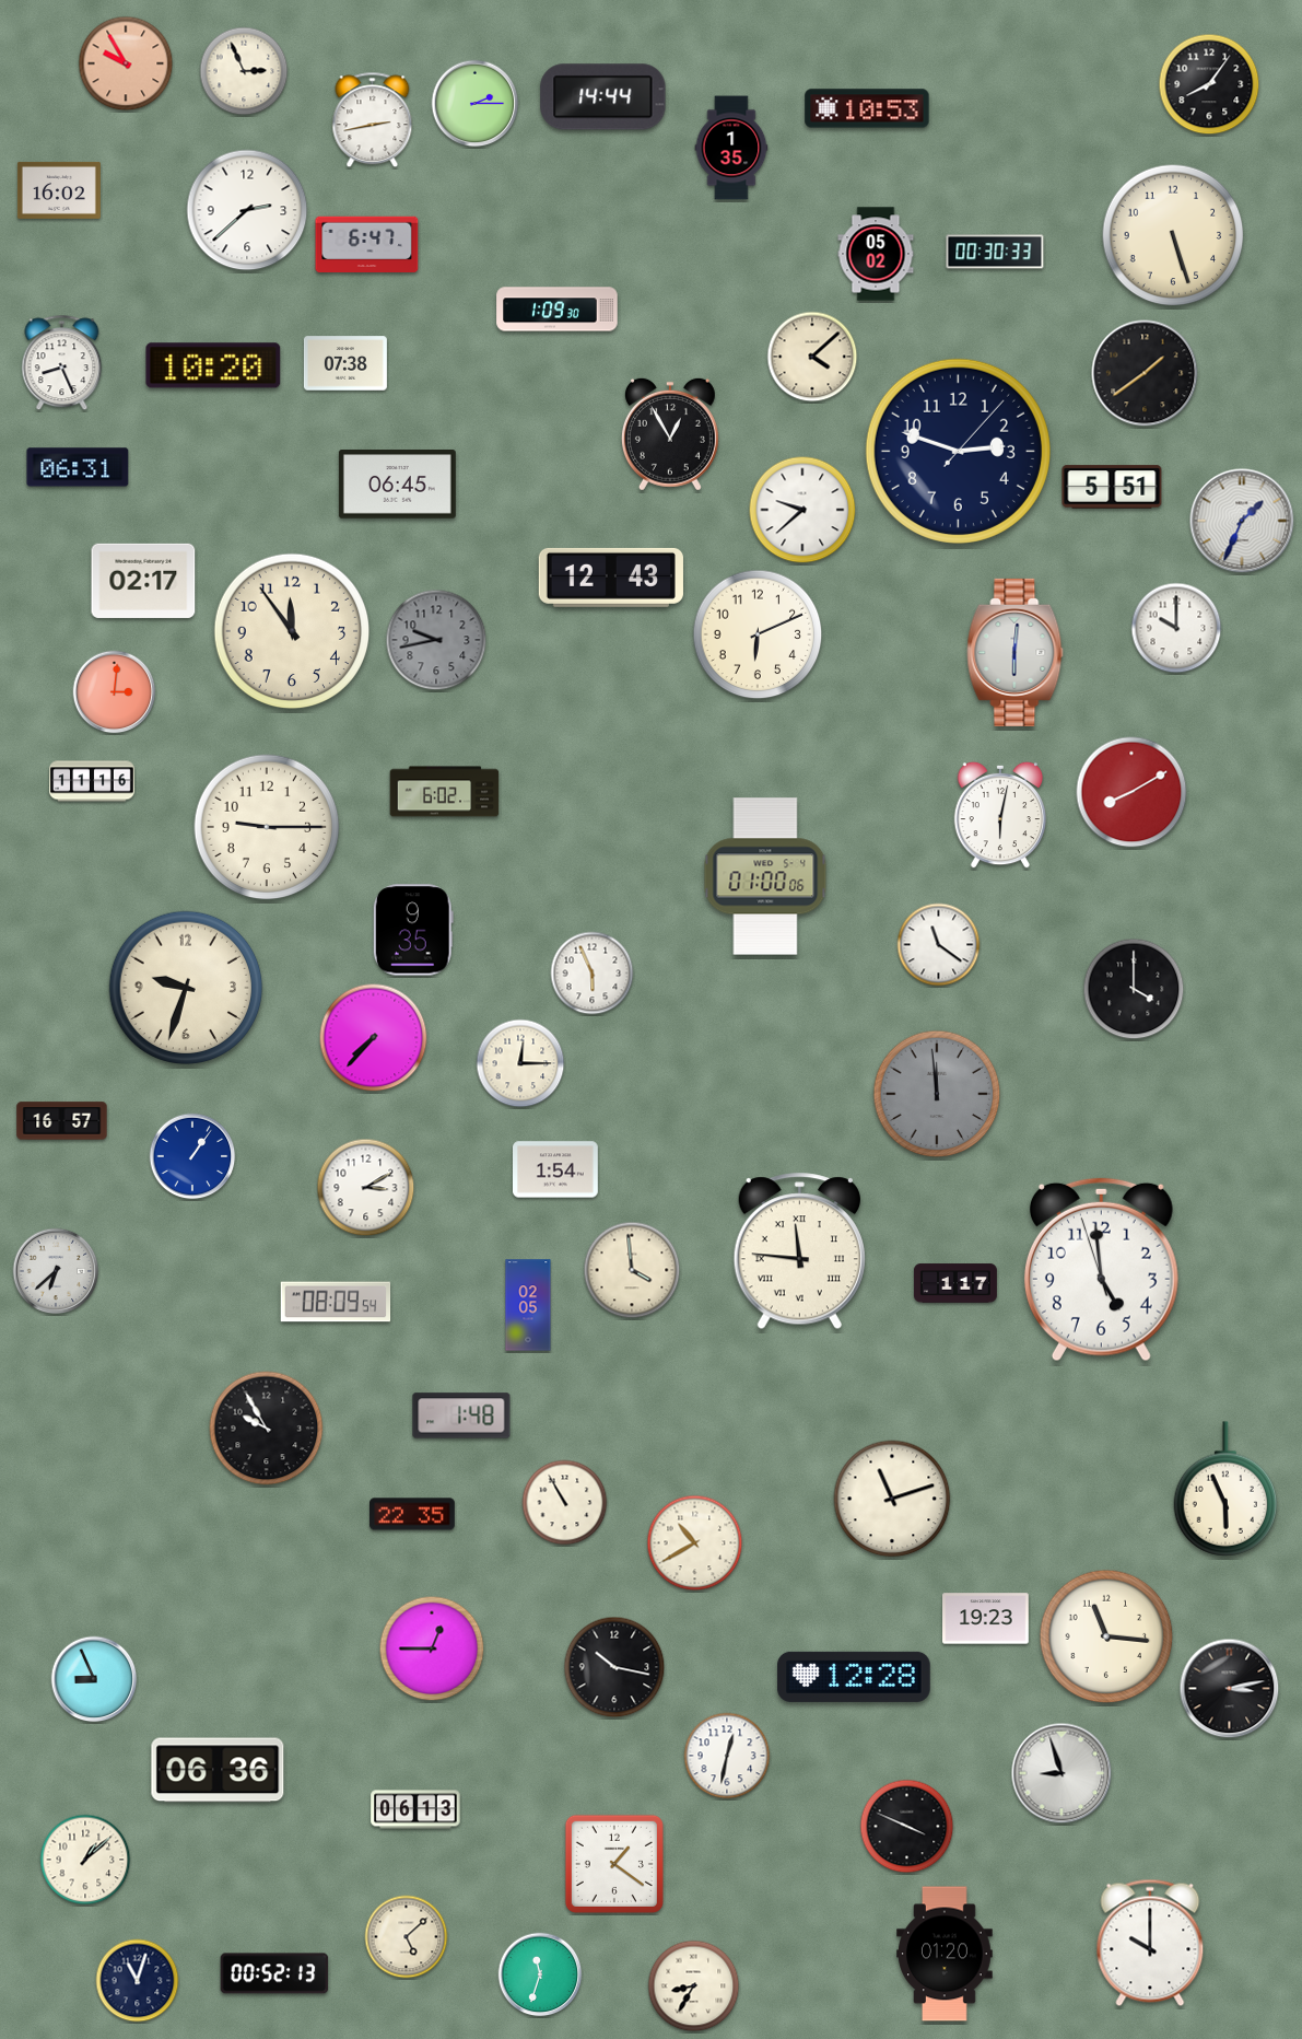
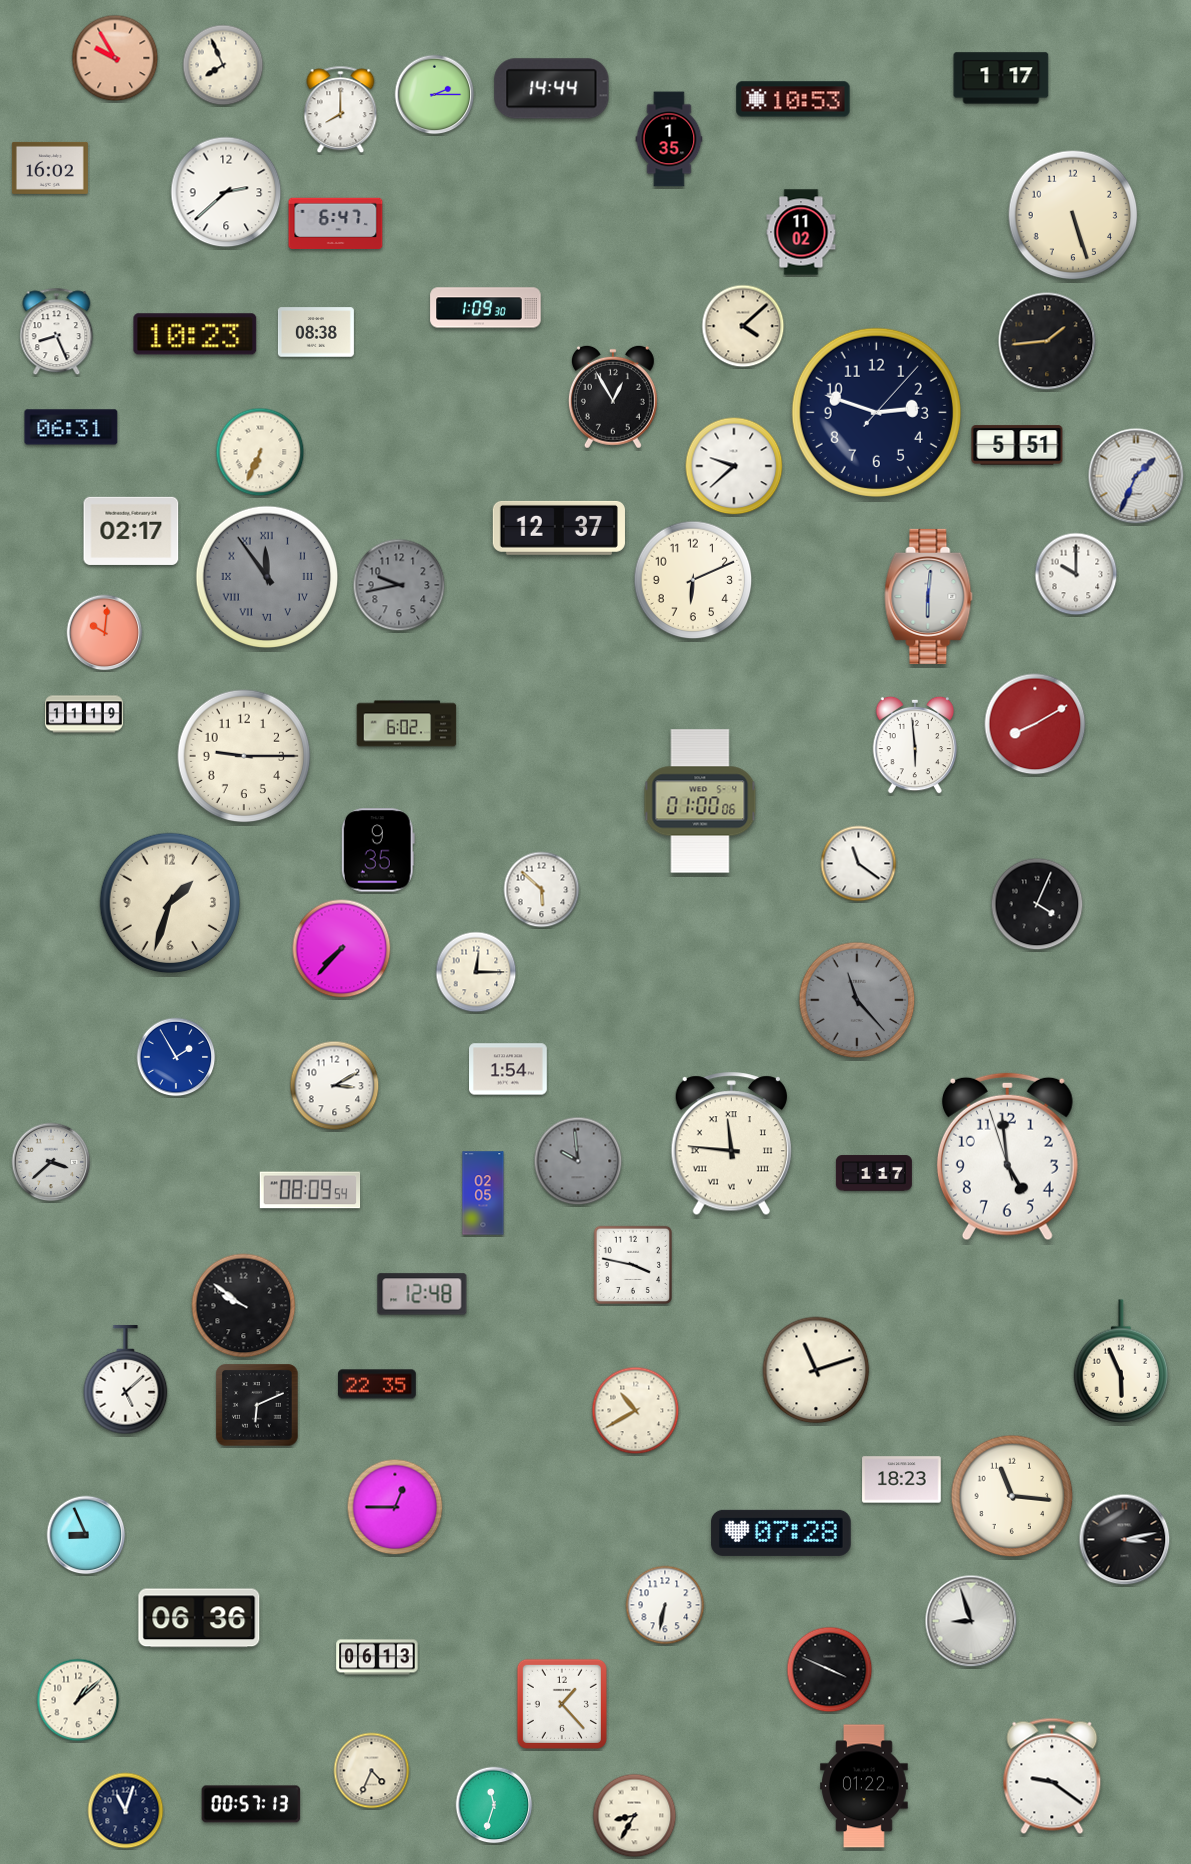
clock at (244, 71): 2:56 -> 7:56
clock at (1209, 84): 8:06 -> none
clock at (1001, 78): none -> 1:17
clock at (373, 120): 2:43 -> 8:00
clock at (731, 148) position: (731, 148) -> (669, 139)
clock at (59, 190) position: (59, 190) -> (50, 168)
clock at (995, 252): 00:30 -> none
clock at (876, 254): 05:02 -> 11:02
clock at (558, 310) position: (558, 310) -> (486, 308)
clock at (345, 363): 07:38 -> 08:38
clock at (213, 365): 10:20 -> 10:23
clock at (1145, 373): 1:39 -> 1:44
clock at (397, 485): 06:45 -> none
clock at (260, 452): none -> 6:34
clock at (611, 578): 12:43 -> 12:37
clock at (292, 631) dial: cream -> grey
clock at (292, 631) numerals: Arabic -> Roman
clock at (115, 692): 3:01 -> 10:01
clock at (92, 781): 11:16 -> 11:19
clock at (1000, 815): 6:02 -> 5:59
clock at (593, 974): 5:56 -> 5:52
clock at (186, 988): 9:33 -> 1:33
clock at (1134, 989): 4:00 -> 4:04
clock at (937, 1094): 11:59 -> 11:23
clock at (62, 1121): 16:57 -> none
clock at (192, 1156): 1:06 -> 1:55
clock at (632, 1270): 3:59 -> 9:59
clock at (632, 1270) dial: cream -> grey
clock at (1101, 1270) position: (1101, 1270) -> (1007, 1157)
clock at (56, 1271): 6:38 -> 3:38
clock at (336, 1302) position: (336, 1302) -> (310, 1190)
clock at (632, 1264): none -> 3:47
clock at (461, 1415): 1:48 -> 12:48
clock at (267, 1429): 9:55 -> 9:51
clock at (565, 1503): 10:55 -> none
clock at (126, 1380): none -> 5:08
clock at (257, 1405): none -> 6:11
clock at (986, 1619): 19:23 -> 18:23
clock at (614, 1667): 10:17 -> none
clock at (854, 1677): 12:28 -> 07:28
clock at (1230, 1689) position: (1230, 1689) -> (1125, 1540)
clock at (727, 1756): 12:32 -> 6:32
clock at (415, 1809) position: (415, 1809) -> (377, 1657)
clock at (614, 1864): 1:21 -> 1:23
clock at (407, 1937): 5:08 -> 4:34
clock at (1150, 1943): 10:00 -> 9:21
clock at (945, 1954): 01:20 -> 01:22
clock at (274, 1973): 00:52 -> 00:57
